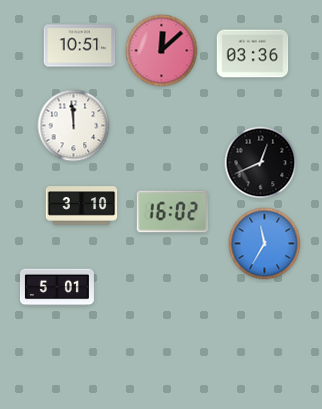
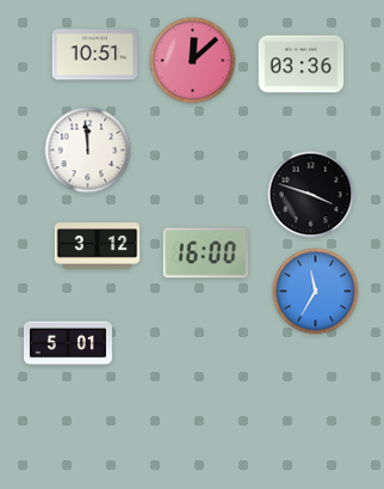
clock at (261, 163): 12:41 -> 3:48
clock at (82, 206): 3:10 -> 3:12
clock at (173, 212): 16:02 -> 16:00
